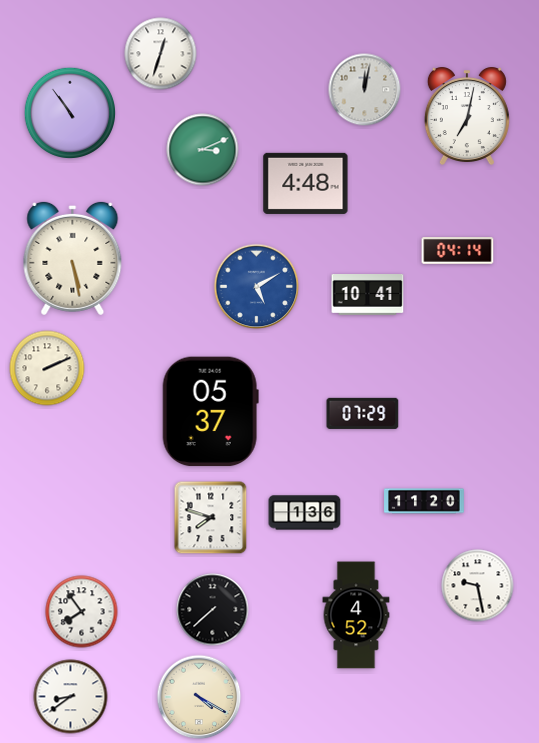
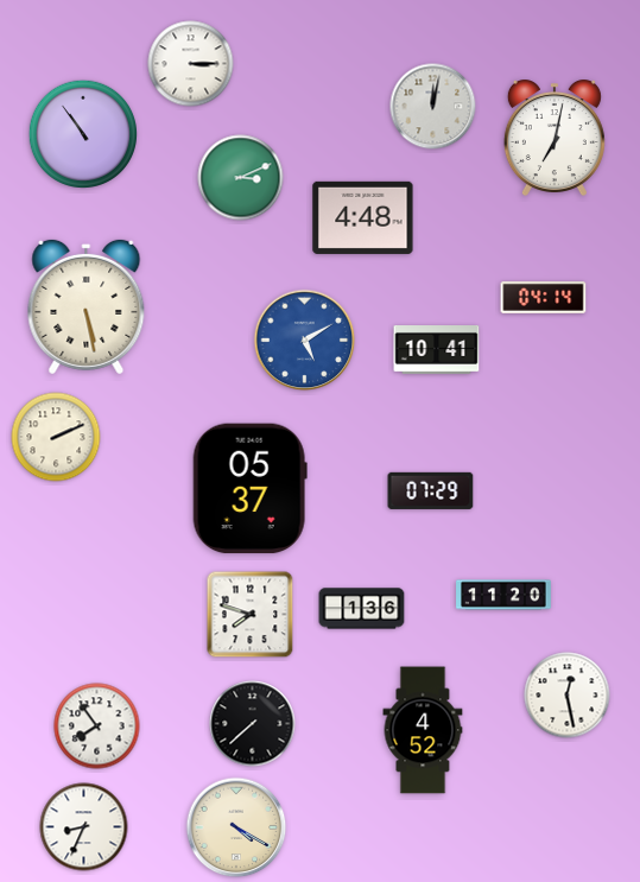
clock at (161, 54): 12:33 -> 3:15
clock at (478, 586): 9:28 -> 12:28
clock at (71, 697): 8:39 -> 8:34
